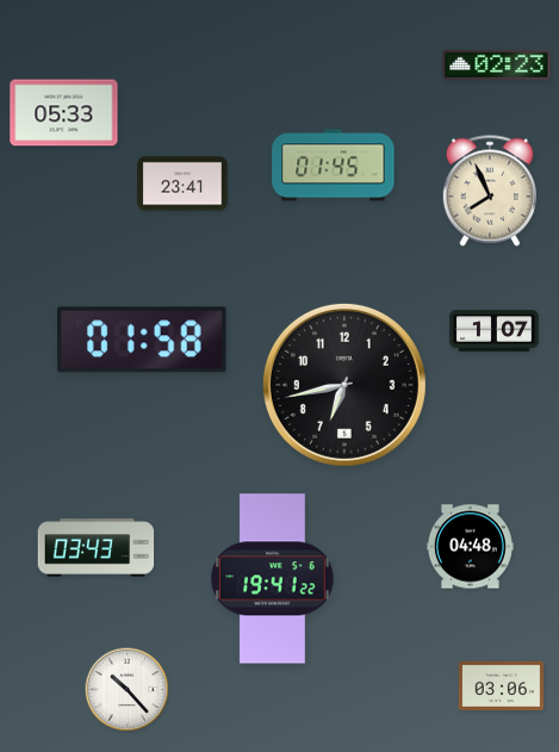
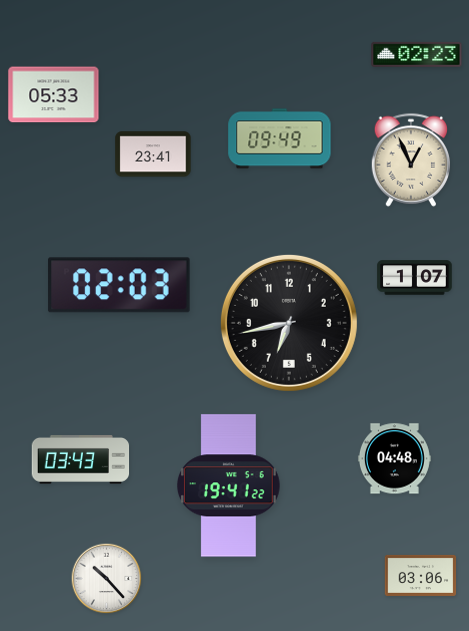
clock at (334, 166): 01:45 -> 09:49
clock at (489, 191): 7:56 -> 12:56
clock at (142, 340): 01:58 -> 02:03
